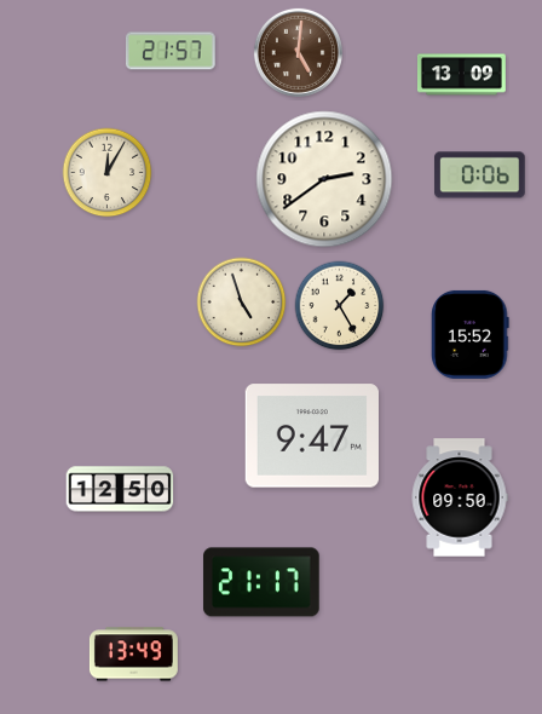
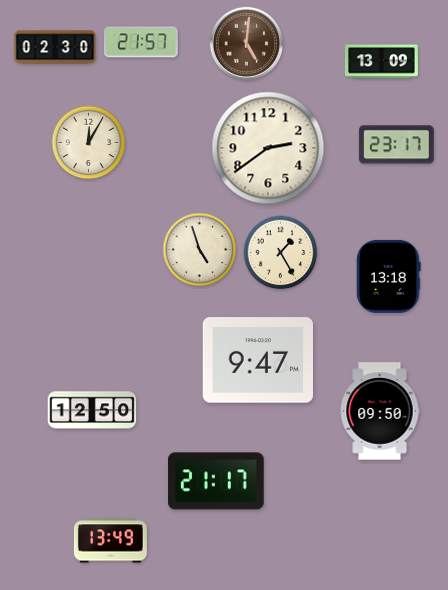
clock at (55, 47): none -> 02:30
clock at (480, 175): 0:06 -> 23:17
clock at (471, 334): 15:52 -> 13:18
clock at (120, 489) position: (120, 489) -> (92, 410)
